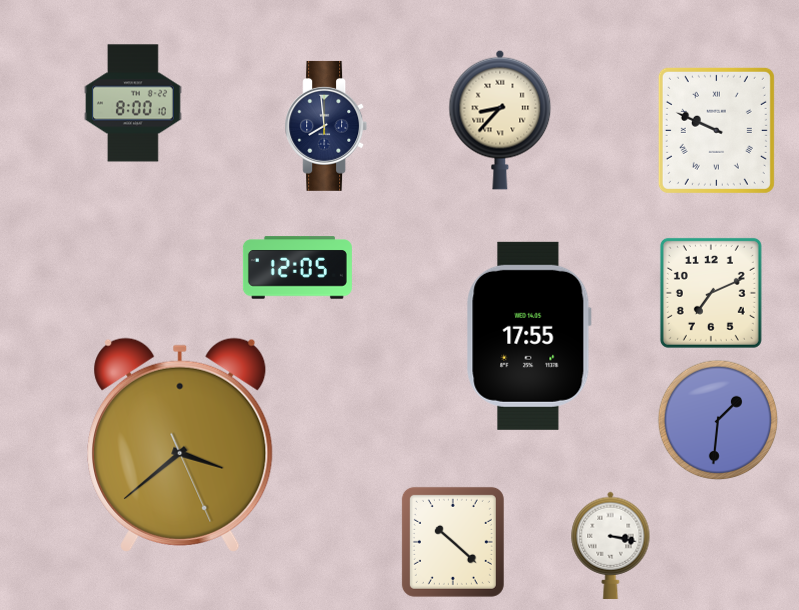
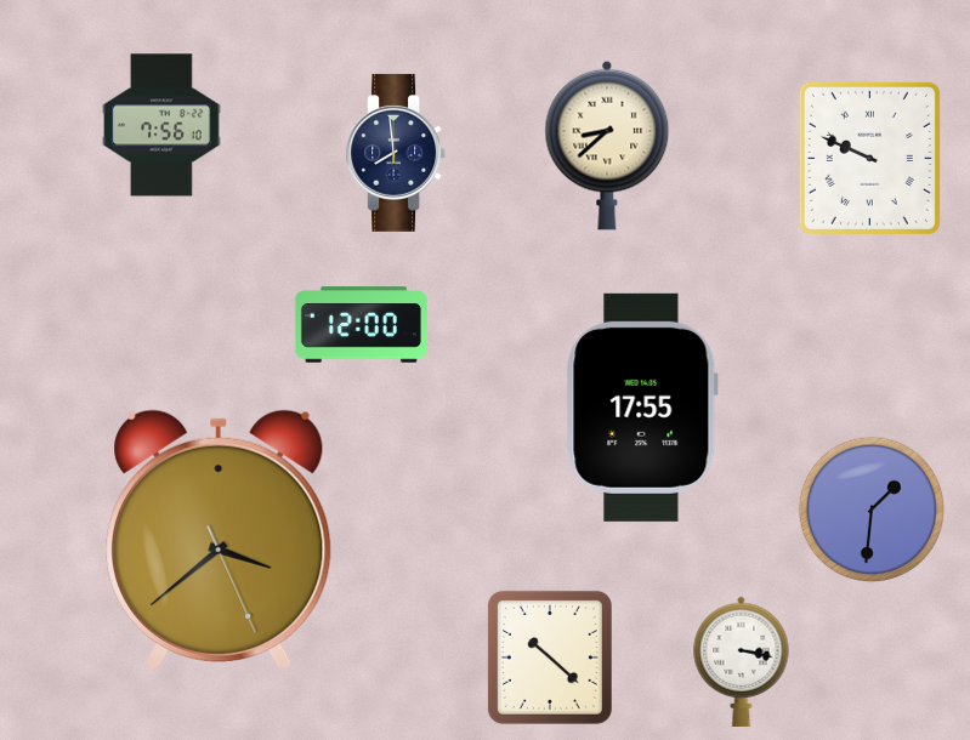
clock at (133, 103): 8:00 -> 7:56
clock at (500, 120): 8:37 -> 8:38
clock at (297, 268): 12:05 -> 12:00
clock at (711, 293): 7:11 -> none
